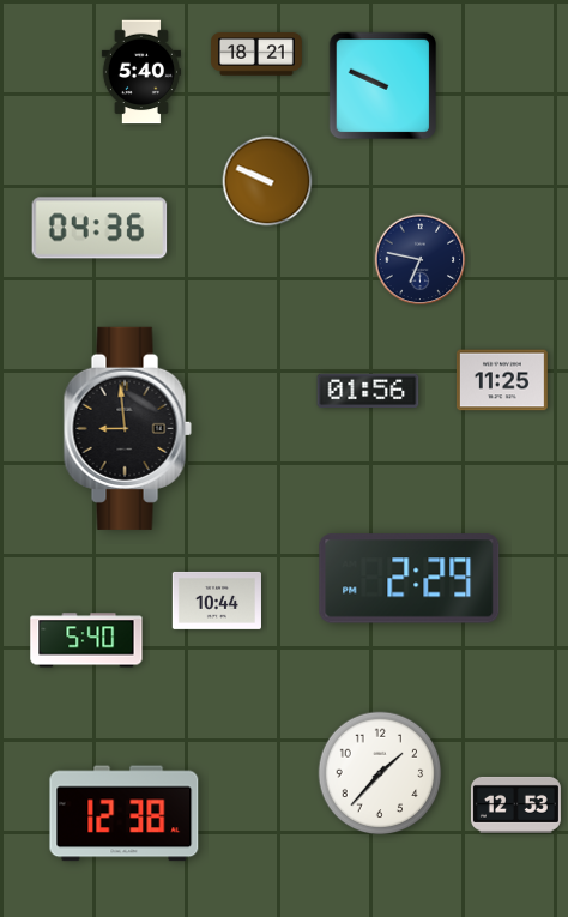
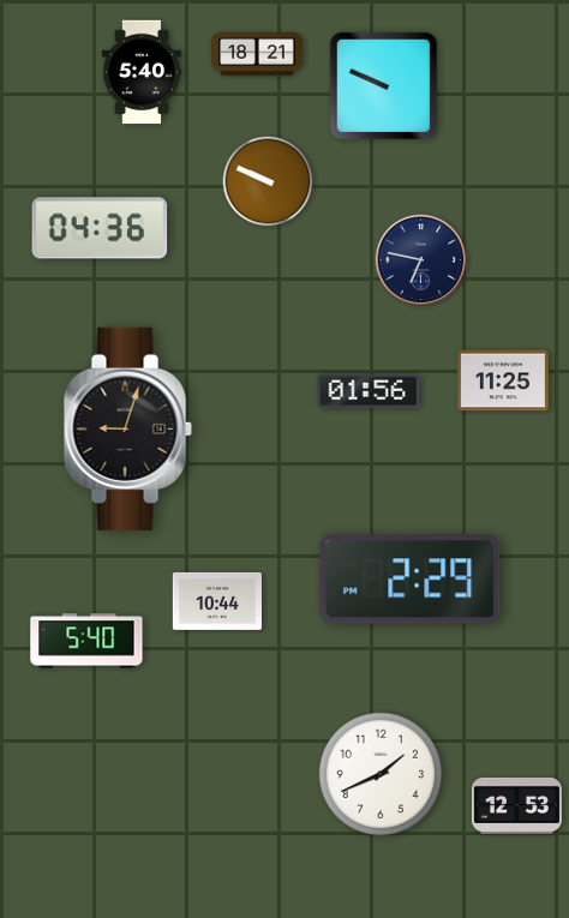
clock at (127, 428): 8:59 -> 9:03
clock at (380, 773): 1:37 -> 1:41
clock at (125, 814): 12:38 -> none
